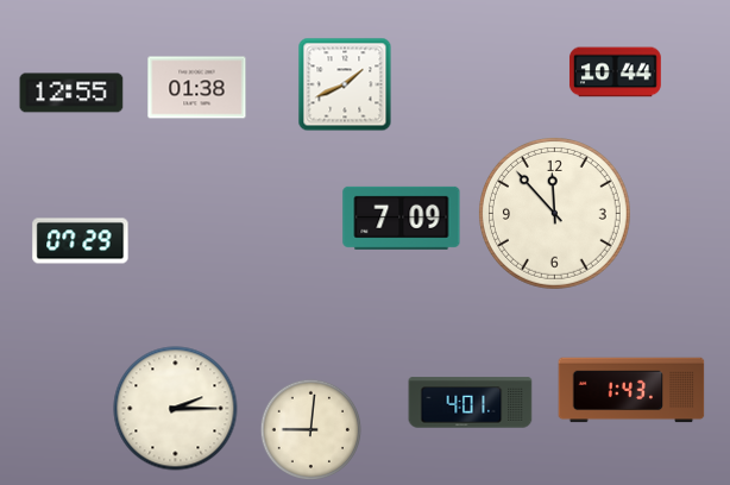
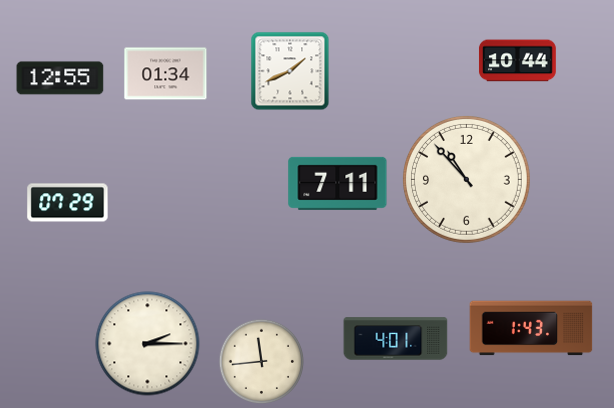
clock at (197, 88): 01:38 -> 01:34
clock at (554, 213): 11:53 -> 10:53
clock at (402, 218): 7:09 -> 7:11
clock at (311, 430): 9:01 -> 11:44
